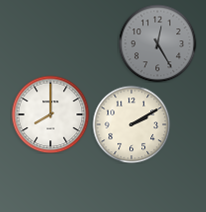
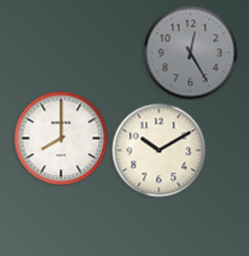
clock at (131, 124): 2:10 -> 10:10
